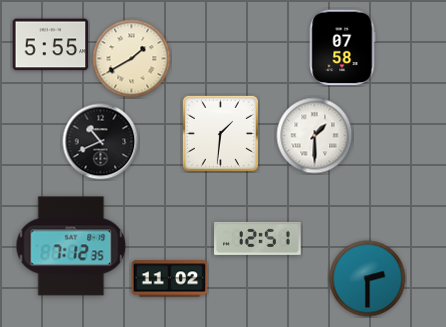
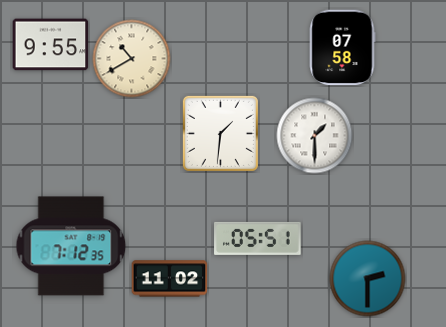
clock at (51, 45): 5:55 -> 9:55
clock at (132, 59): 1:40 -> 10:40
clock at (101, 142): 10:41 -> none
clock at (258, 238): 12:51 -> 05:51
